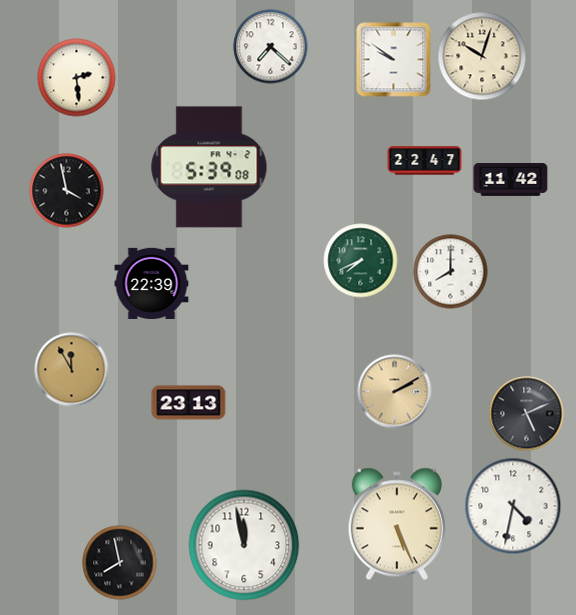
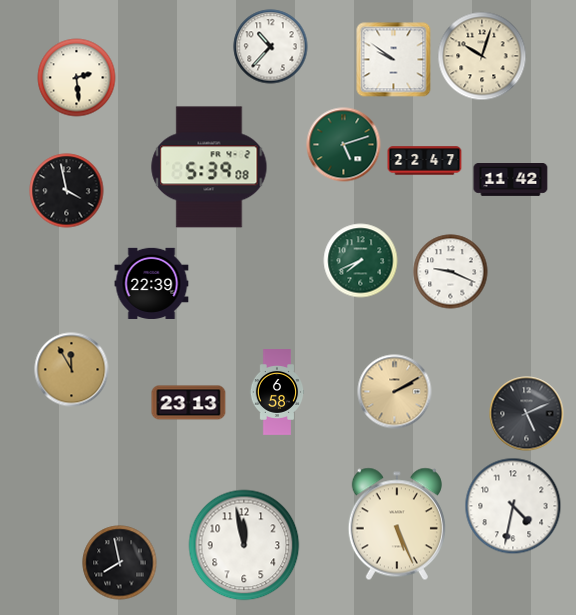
clock at (271, 47): 7:22 -> 10:37
clock at (344, 145): none -> 5:12
clock at (451, 272): 8:00 -> 9:19
clock at (277, 392): none -> 6:58
